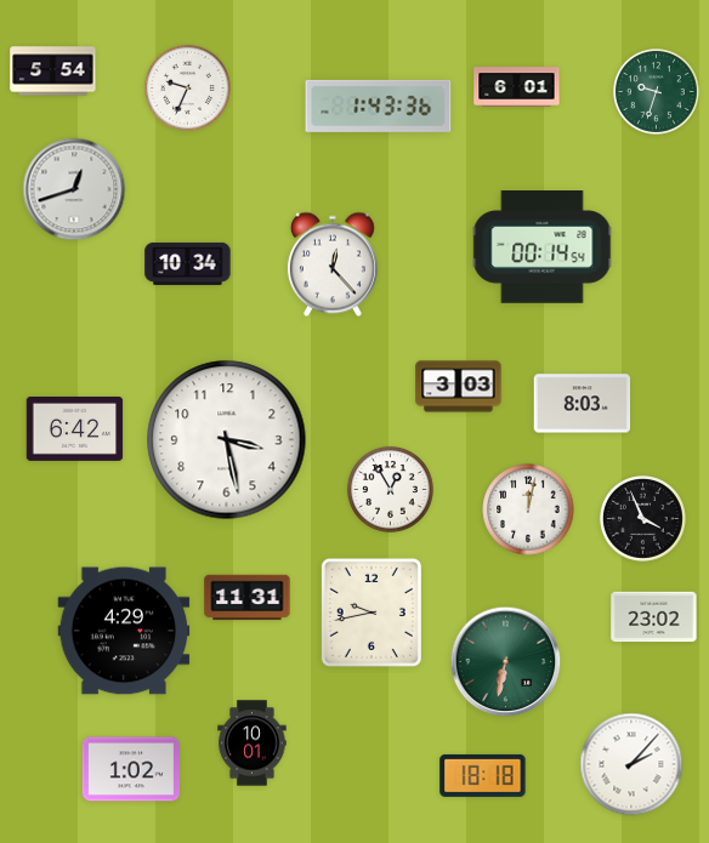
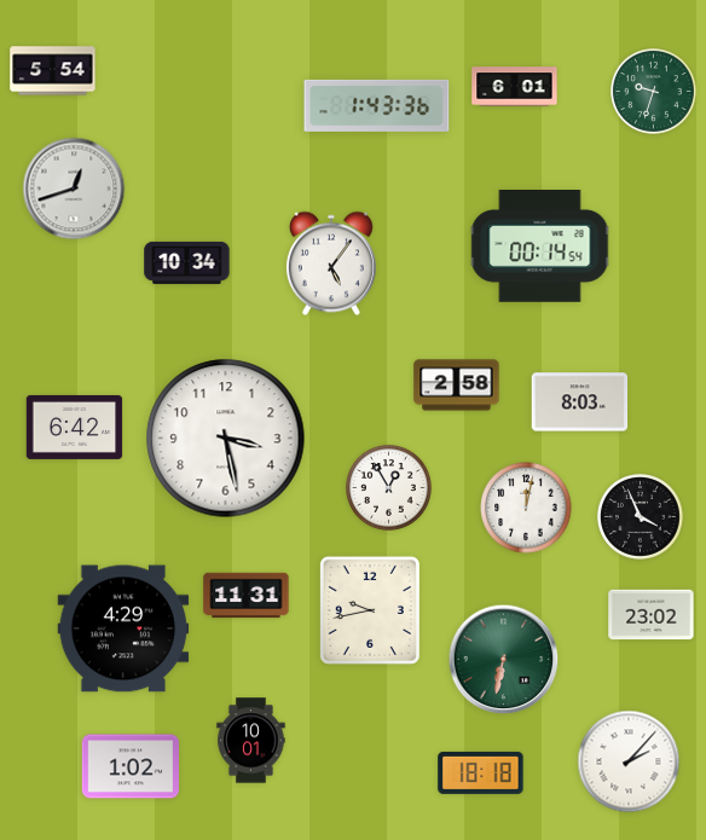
clock at (188, 89): 9:34 -> none
clock at (333, 264): 12:23 -> 5:06
clock at (459, 387): 3:03 -> 2:58
